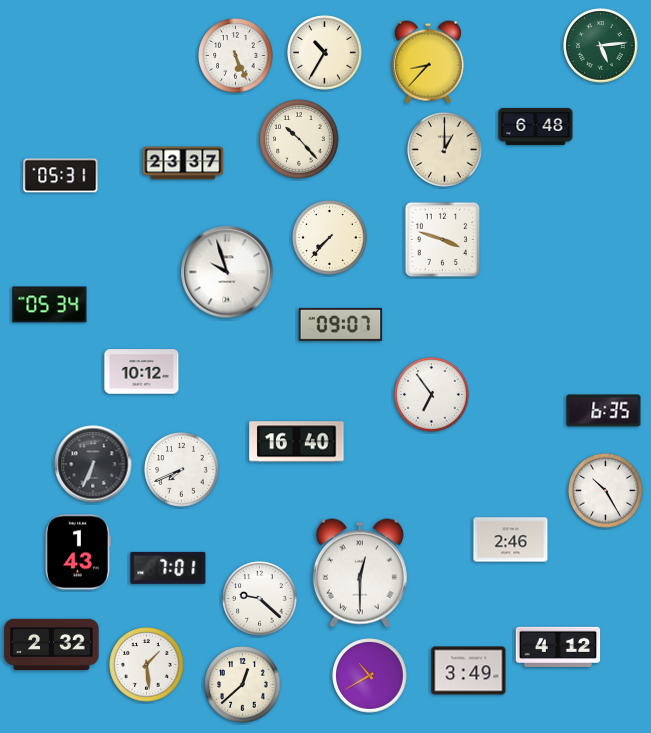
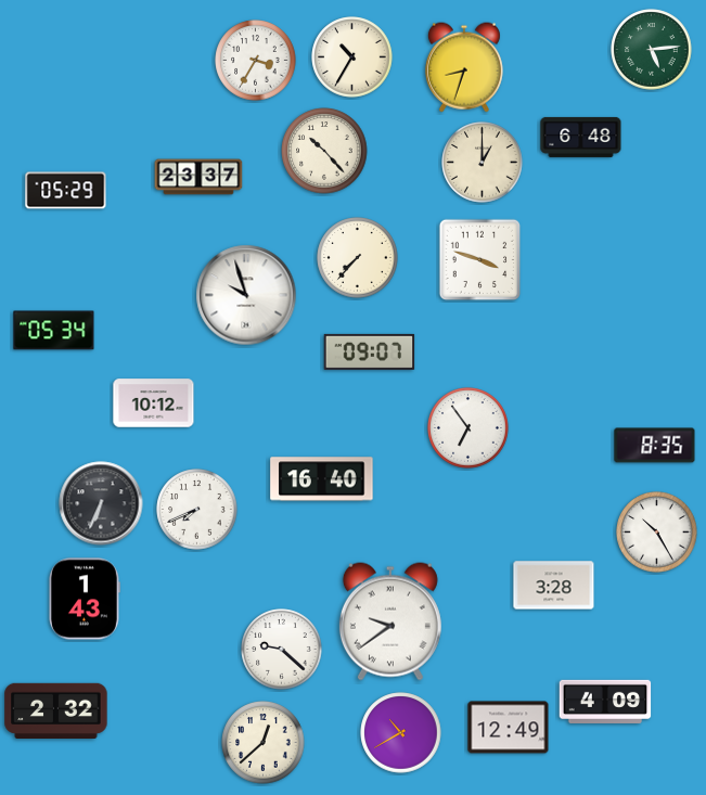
clock at (236, 56): 5:26 -> 3:35
clock at (428, 62): 8:37 -> 8:33
clock at (61, 176): 05:31 -> 05:29
clock at (604, 411): 6:35 -> 8:35
clock at (511, 540): 2:46 -> 3:28
clock at (168, 568): 7:01 -> none
clock at (360, 573): 12:30 -> 9:39
clock at (52, 644) position: (52, 644) -> (56, 710)
clock at (558, 647): 4:12 -> 4:09
clock at (147, 665): 1:29 -> none
clock at (469, 671): 3:49 -> 12:49
